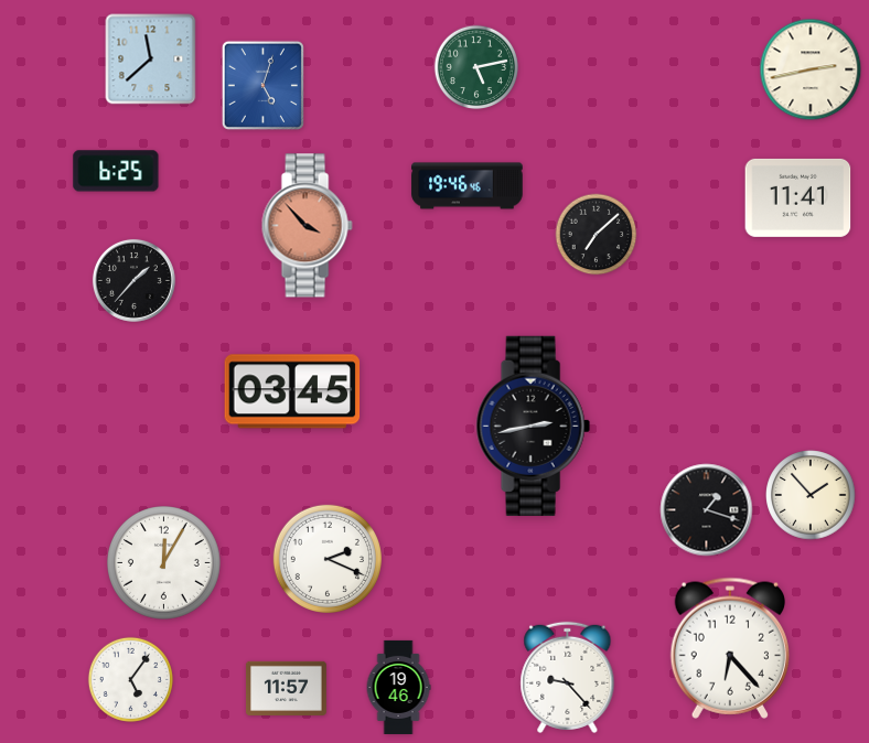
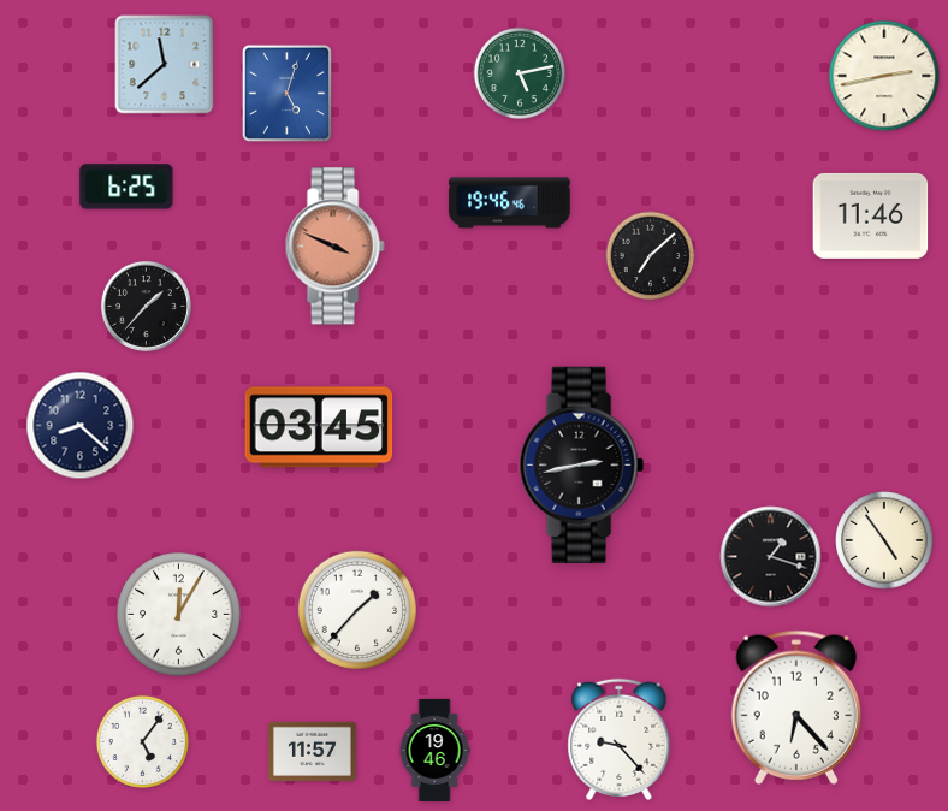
clock at (798, 197): 11:41 -> 11:46
clock at (307, 226): 3:53 -> 3:49
clock at (81, 426): none -> 8:22
clock at (811, 495): 1:53 -> 4:54
clock at (328, 559): 2:19 -> 1:37
